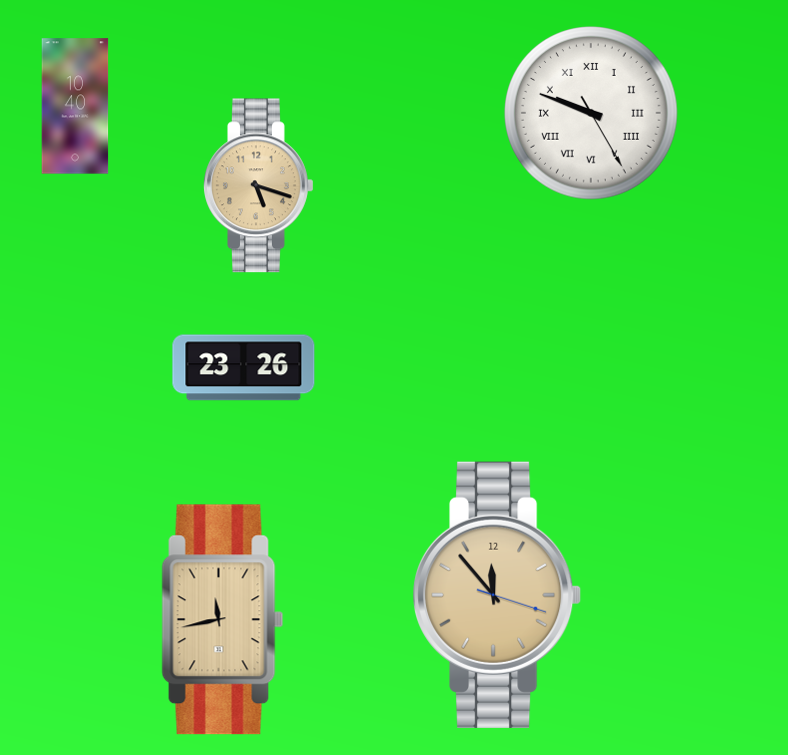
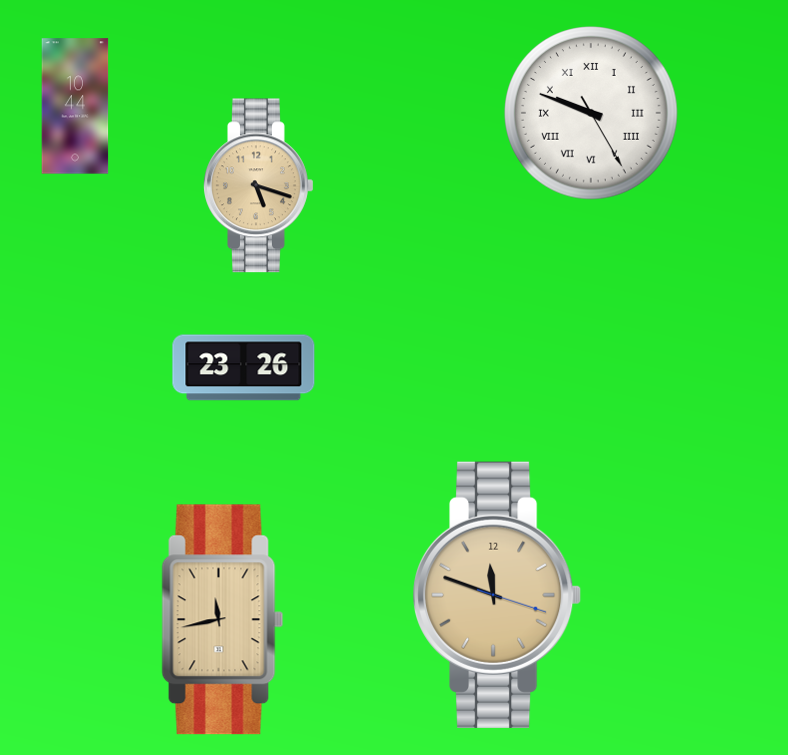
clock at (75, 106): 10:40 -> 10:44
clock at (497, 595): 11:53 -> 11:48
